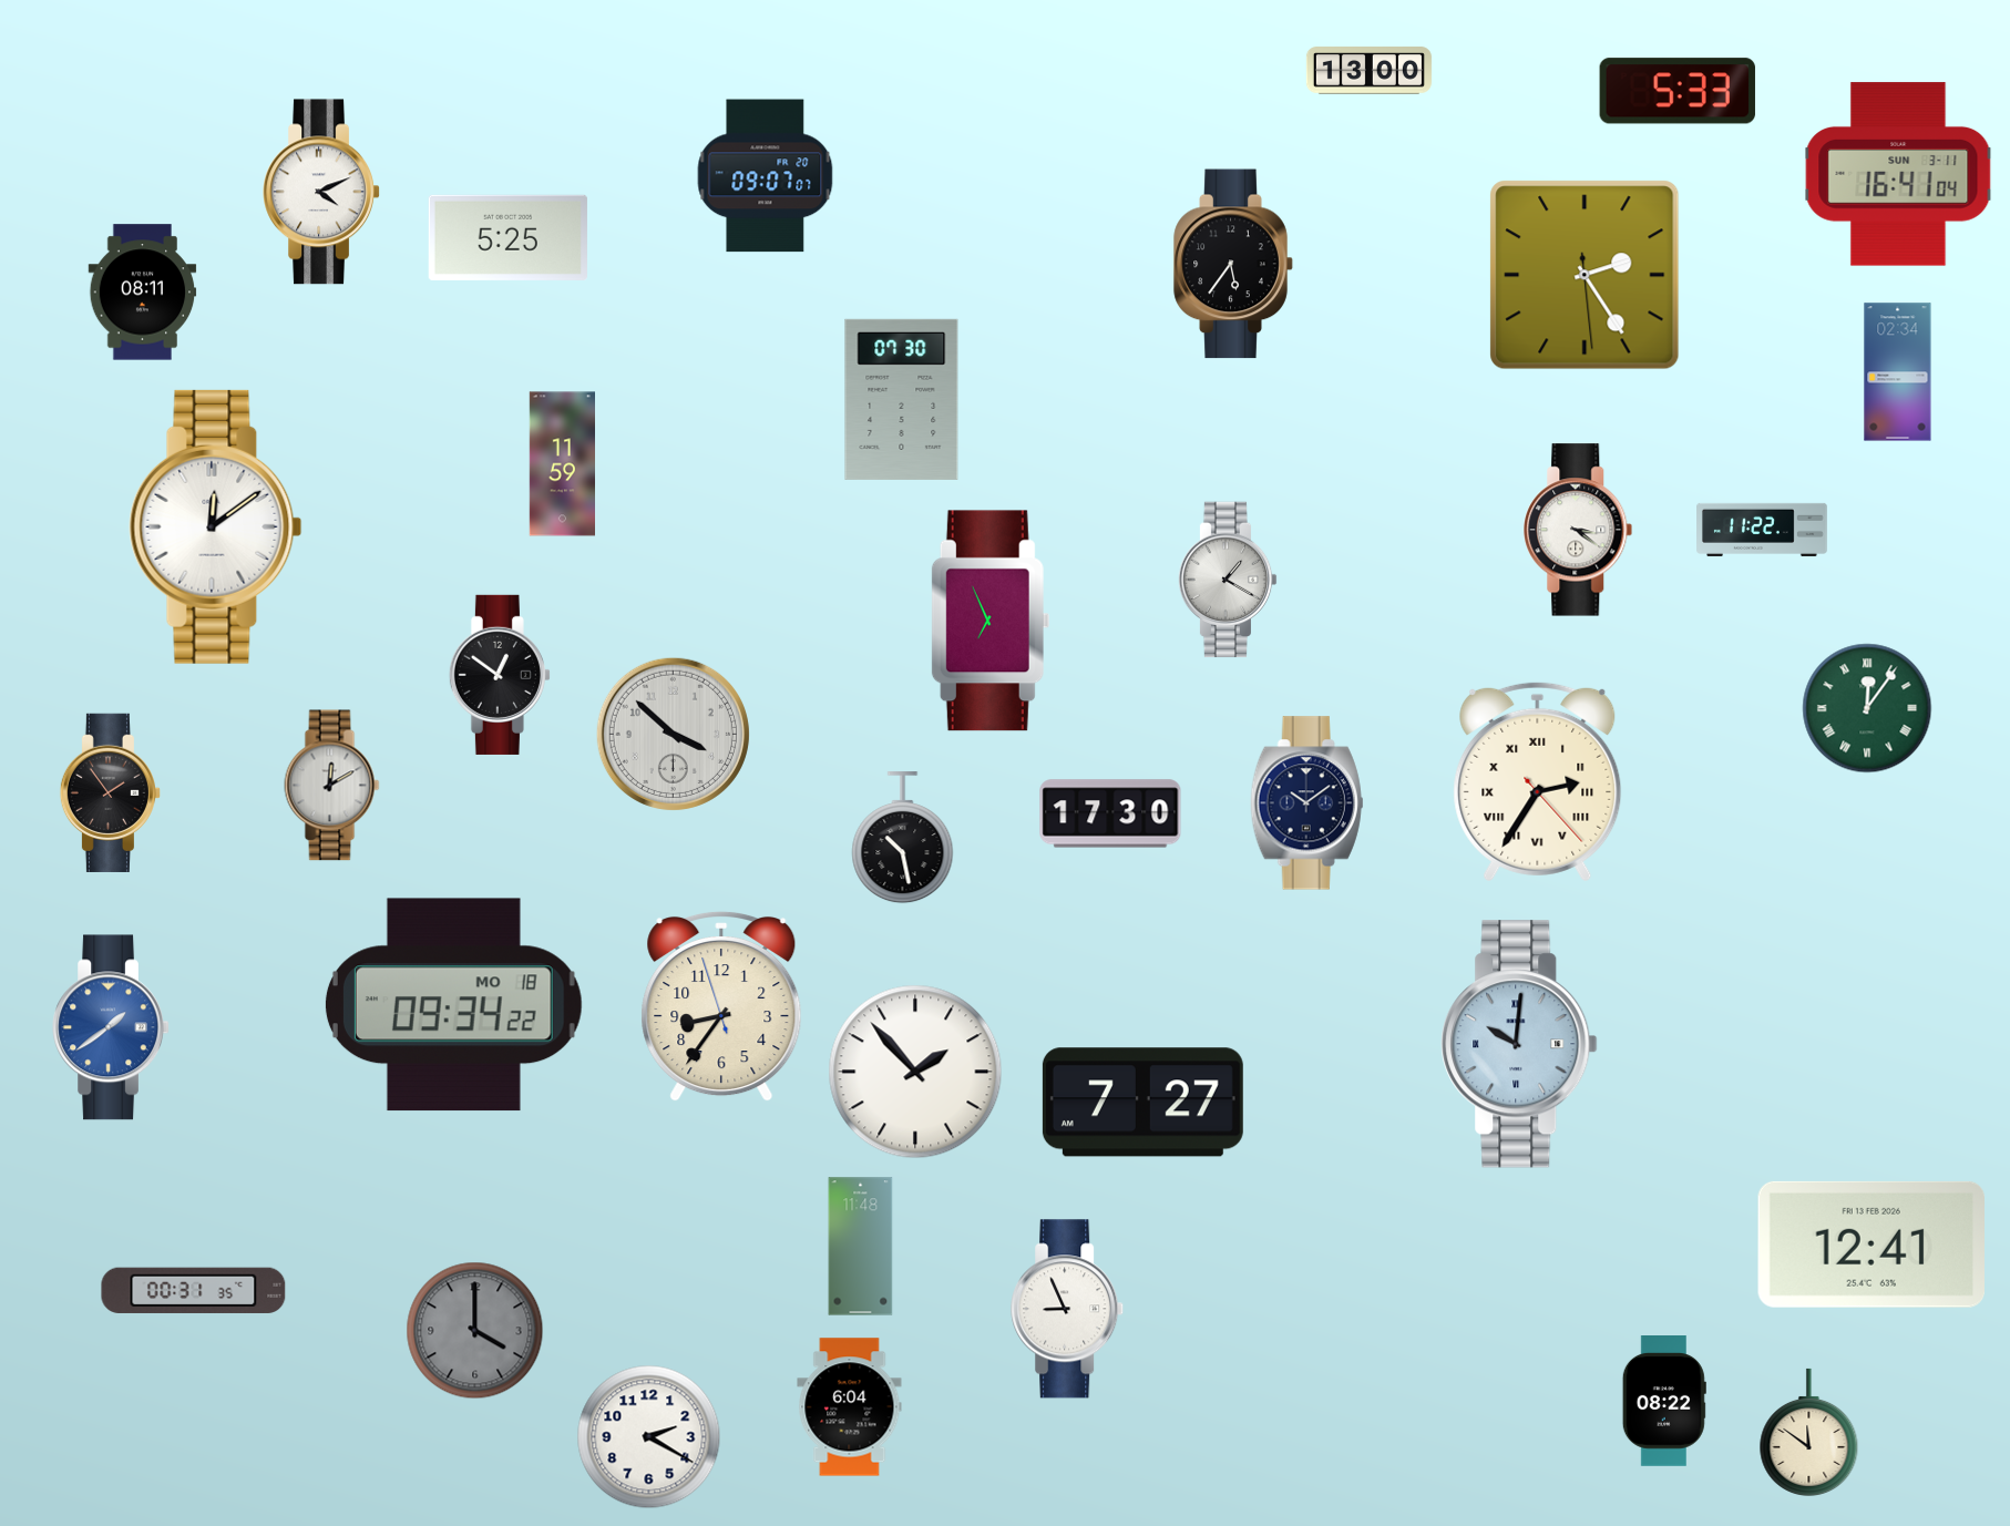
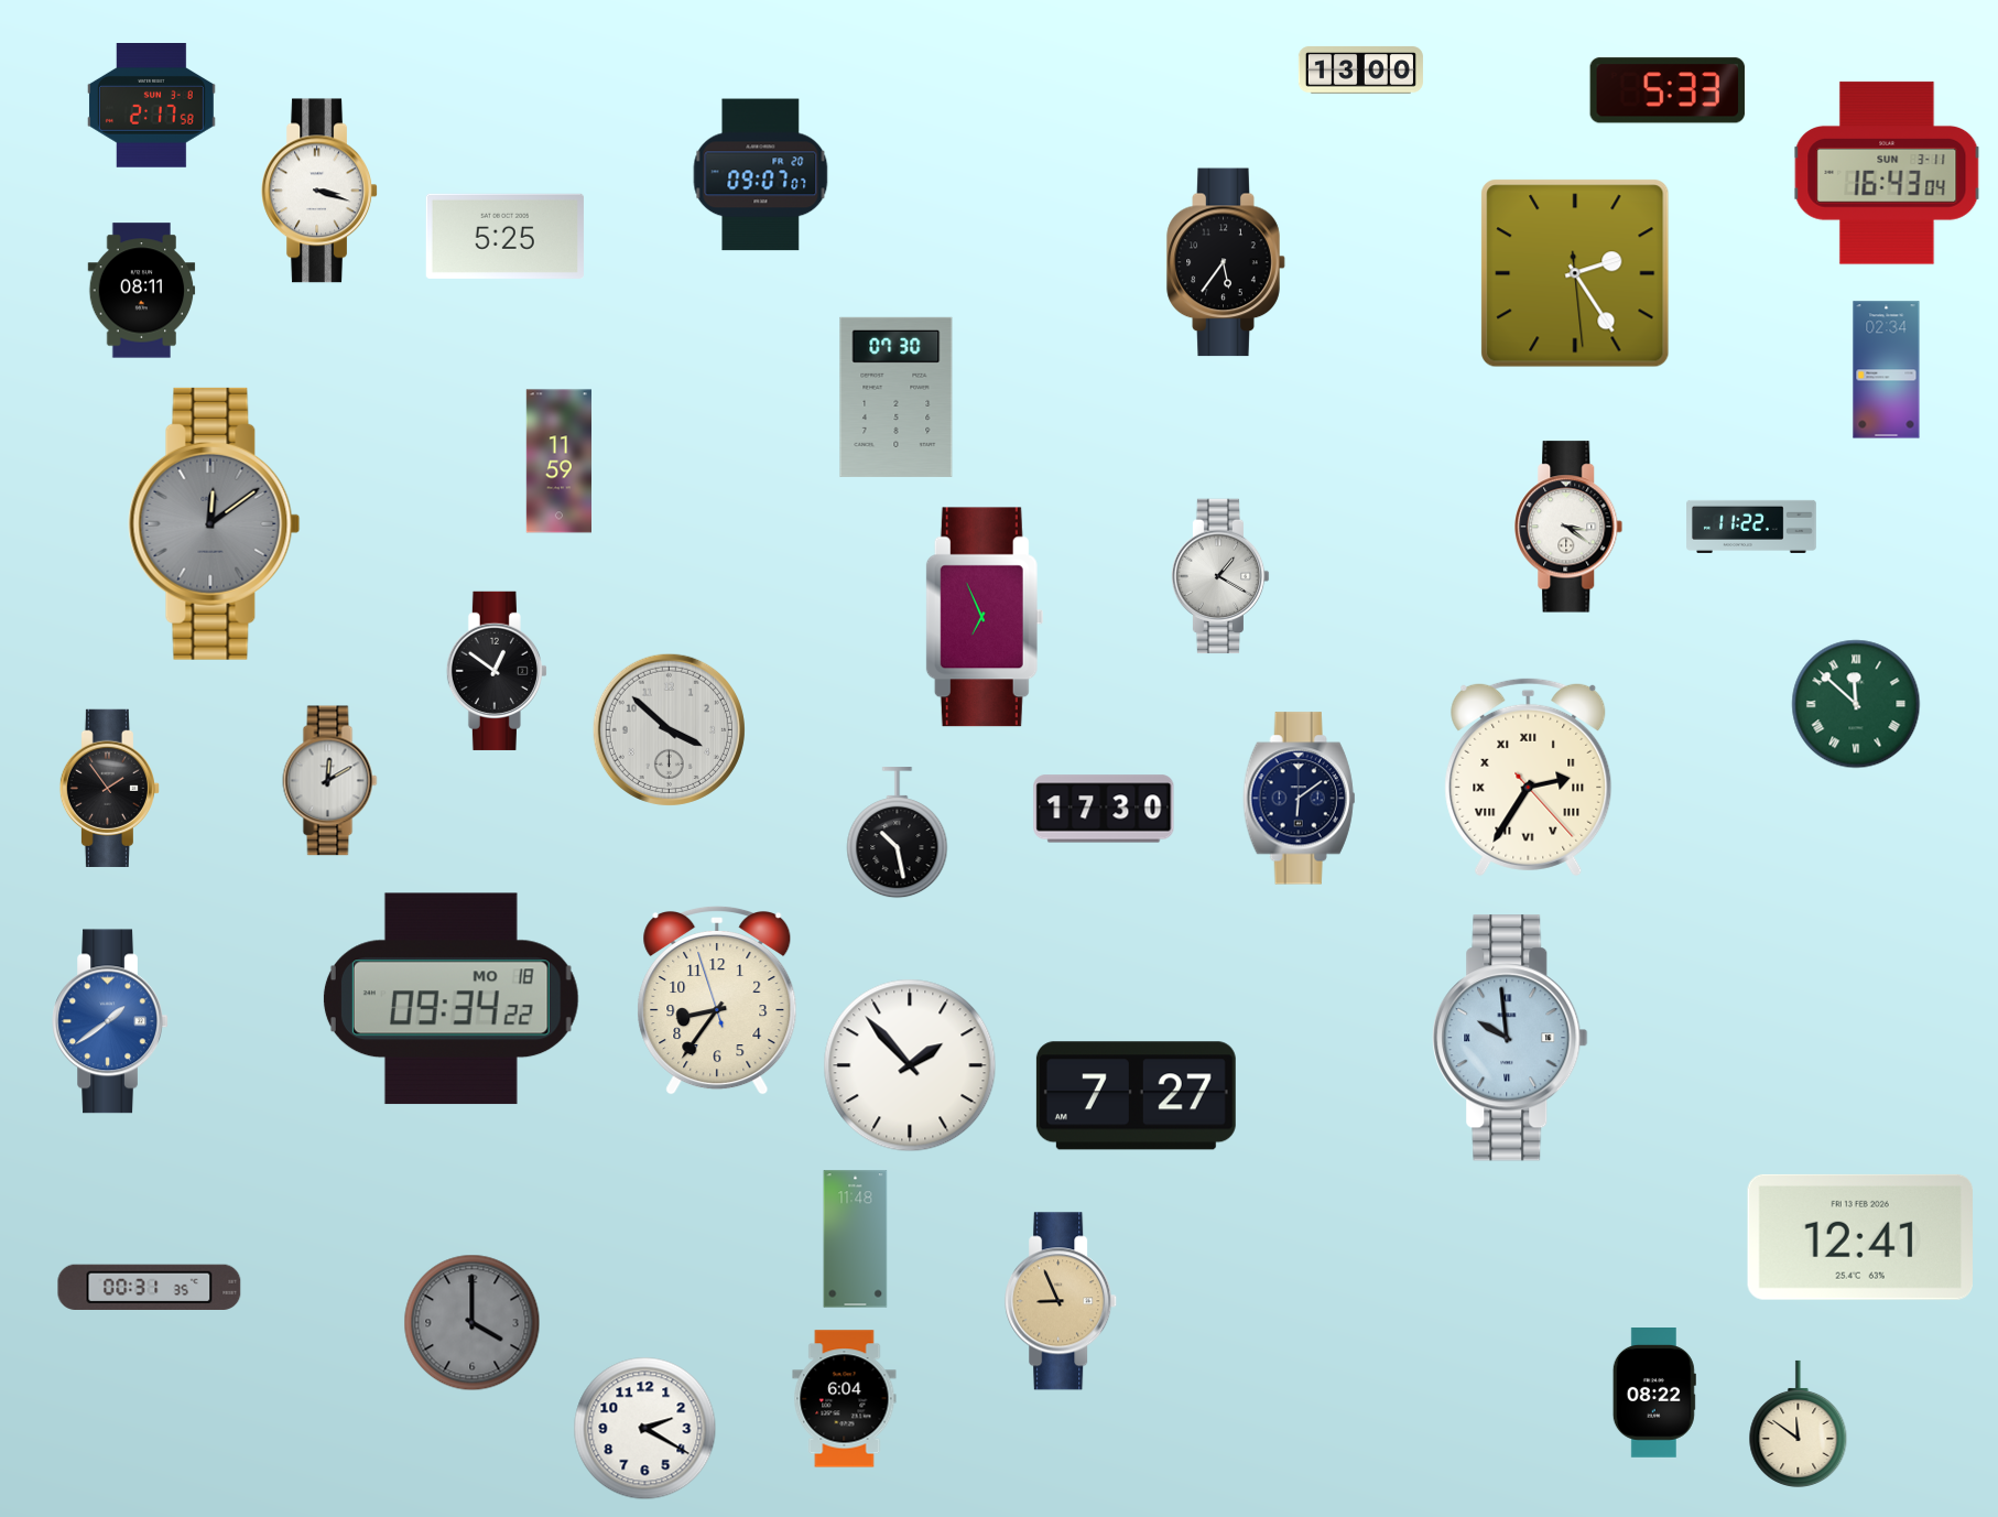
clock at (151, 106): none -> 2:17
clock at (1898, 174): 16:41 -> 16:43
clock at (321, 192): 4:11 -> 3:18
clock at (216, 526) dial: white -> grey
clock at (1867, 708): 12:06 -> 11:52
clock at (1307, 803): 10:09 -> 6:09
clock at (1519, 1044): 10:01 -> 9:59
clock at (194, 1290) position: (194, 1290) -> (150, 1287)
clock at (1068, 1309) dial: white -> champagne
